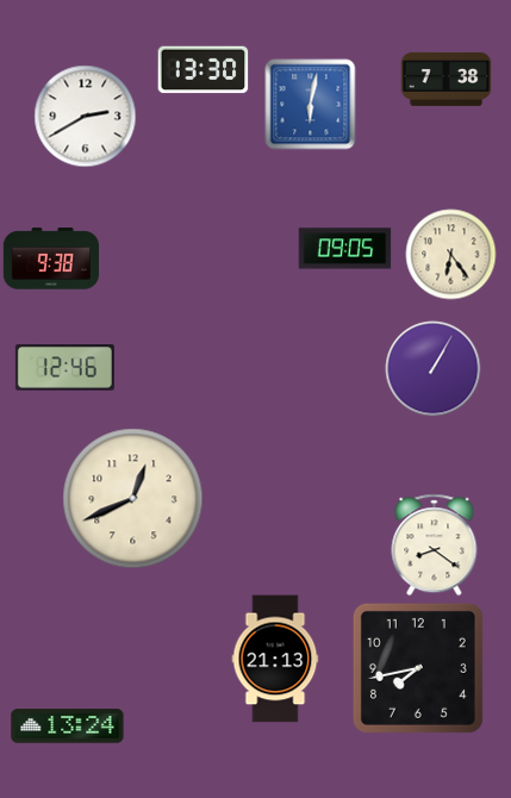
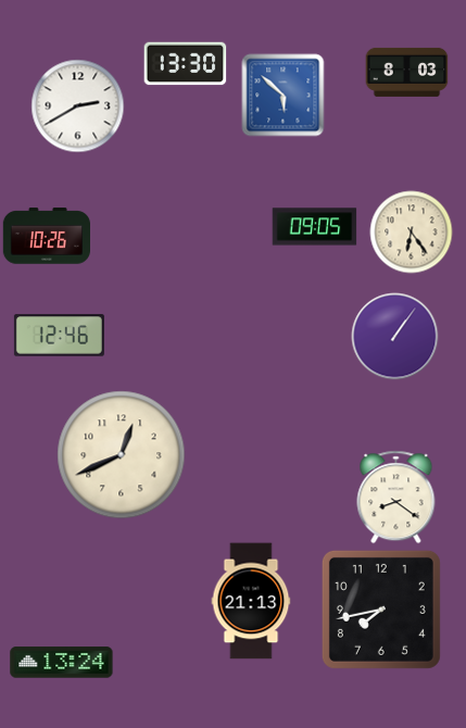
clock at (447, 79): 7:38 -> 8:03
clock at (311, 105): 6:02 -> 5:52
clock at (50, 258): 9:38 -> 10:26
clock at (434, 369): 1:05 -> 1:06
